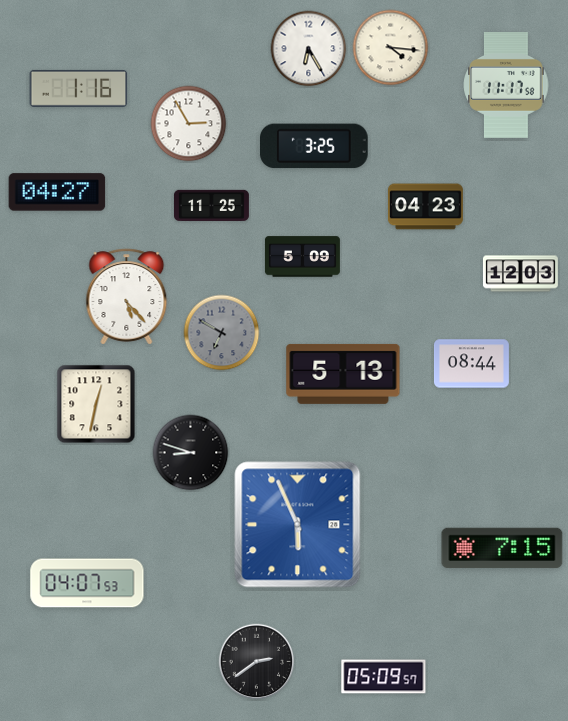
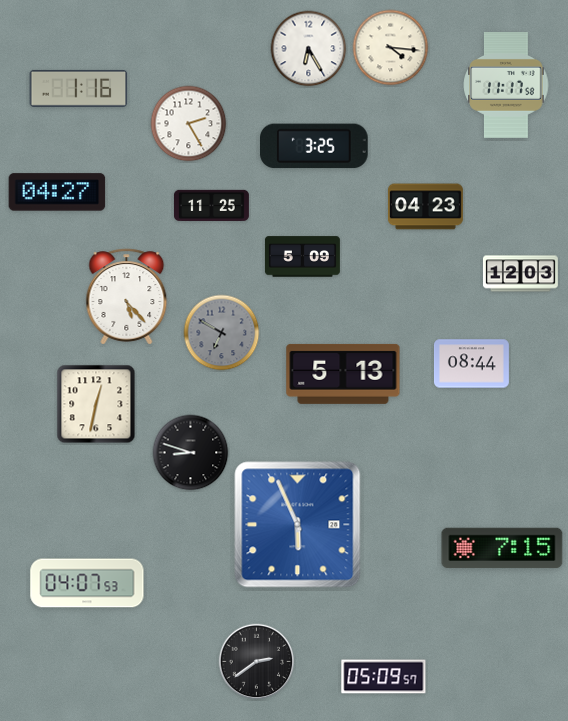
clock at (189, 124): 2:55 -> 2:25
